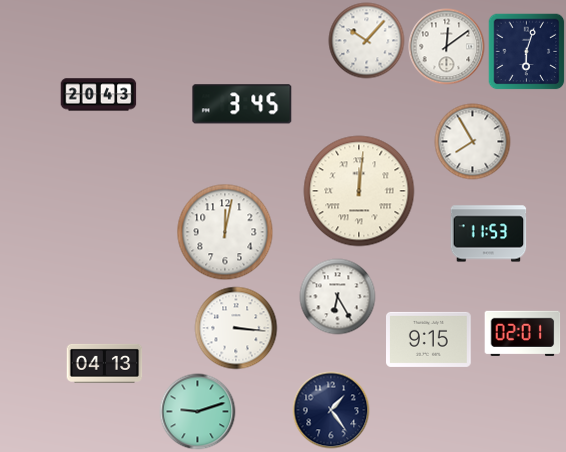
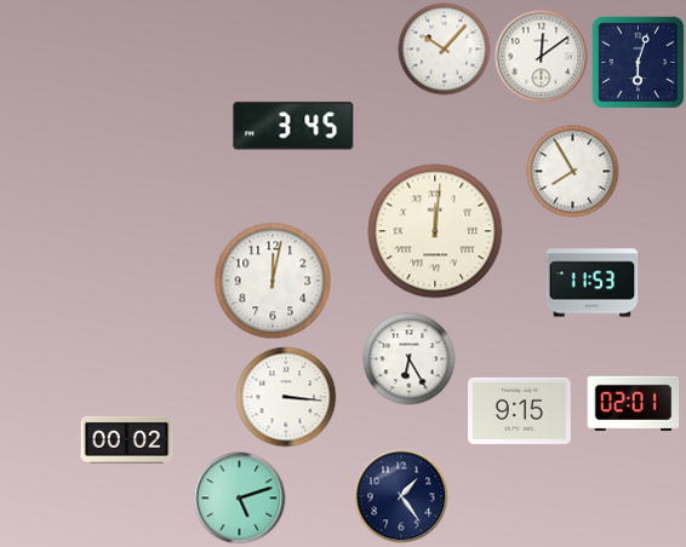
clock at (99, 95): 20:43 -> none
clock at (105, 363): 04:13 -> 00:02
clock at (198, 412): 9:12 -> 5:12
